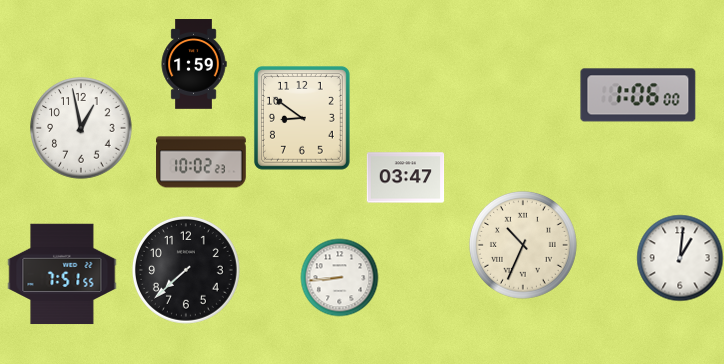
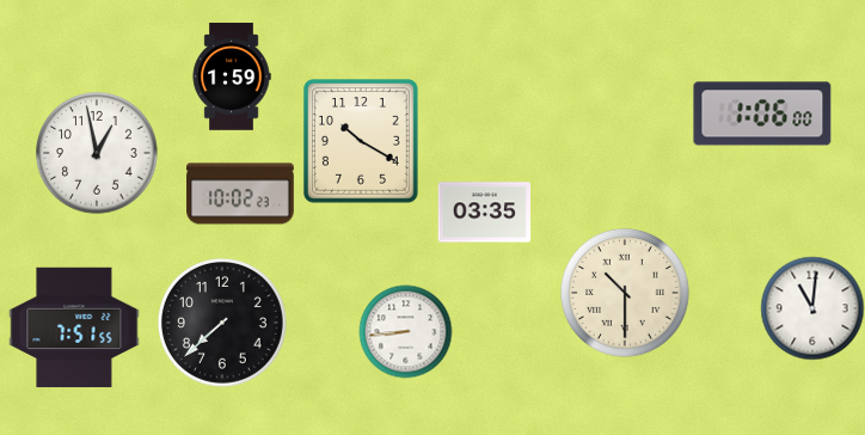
clock at (302, 119): 8:51 -> 10:20
clock at (405, 178): 03:47 -> 03:35
clock at (523, 245): 10:34 -> 10:30
clock at (680, 258): 1:01 -> 11:01
